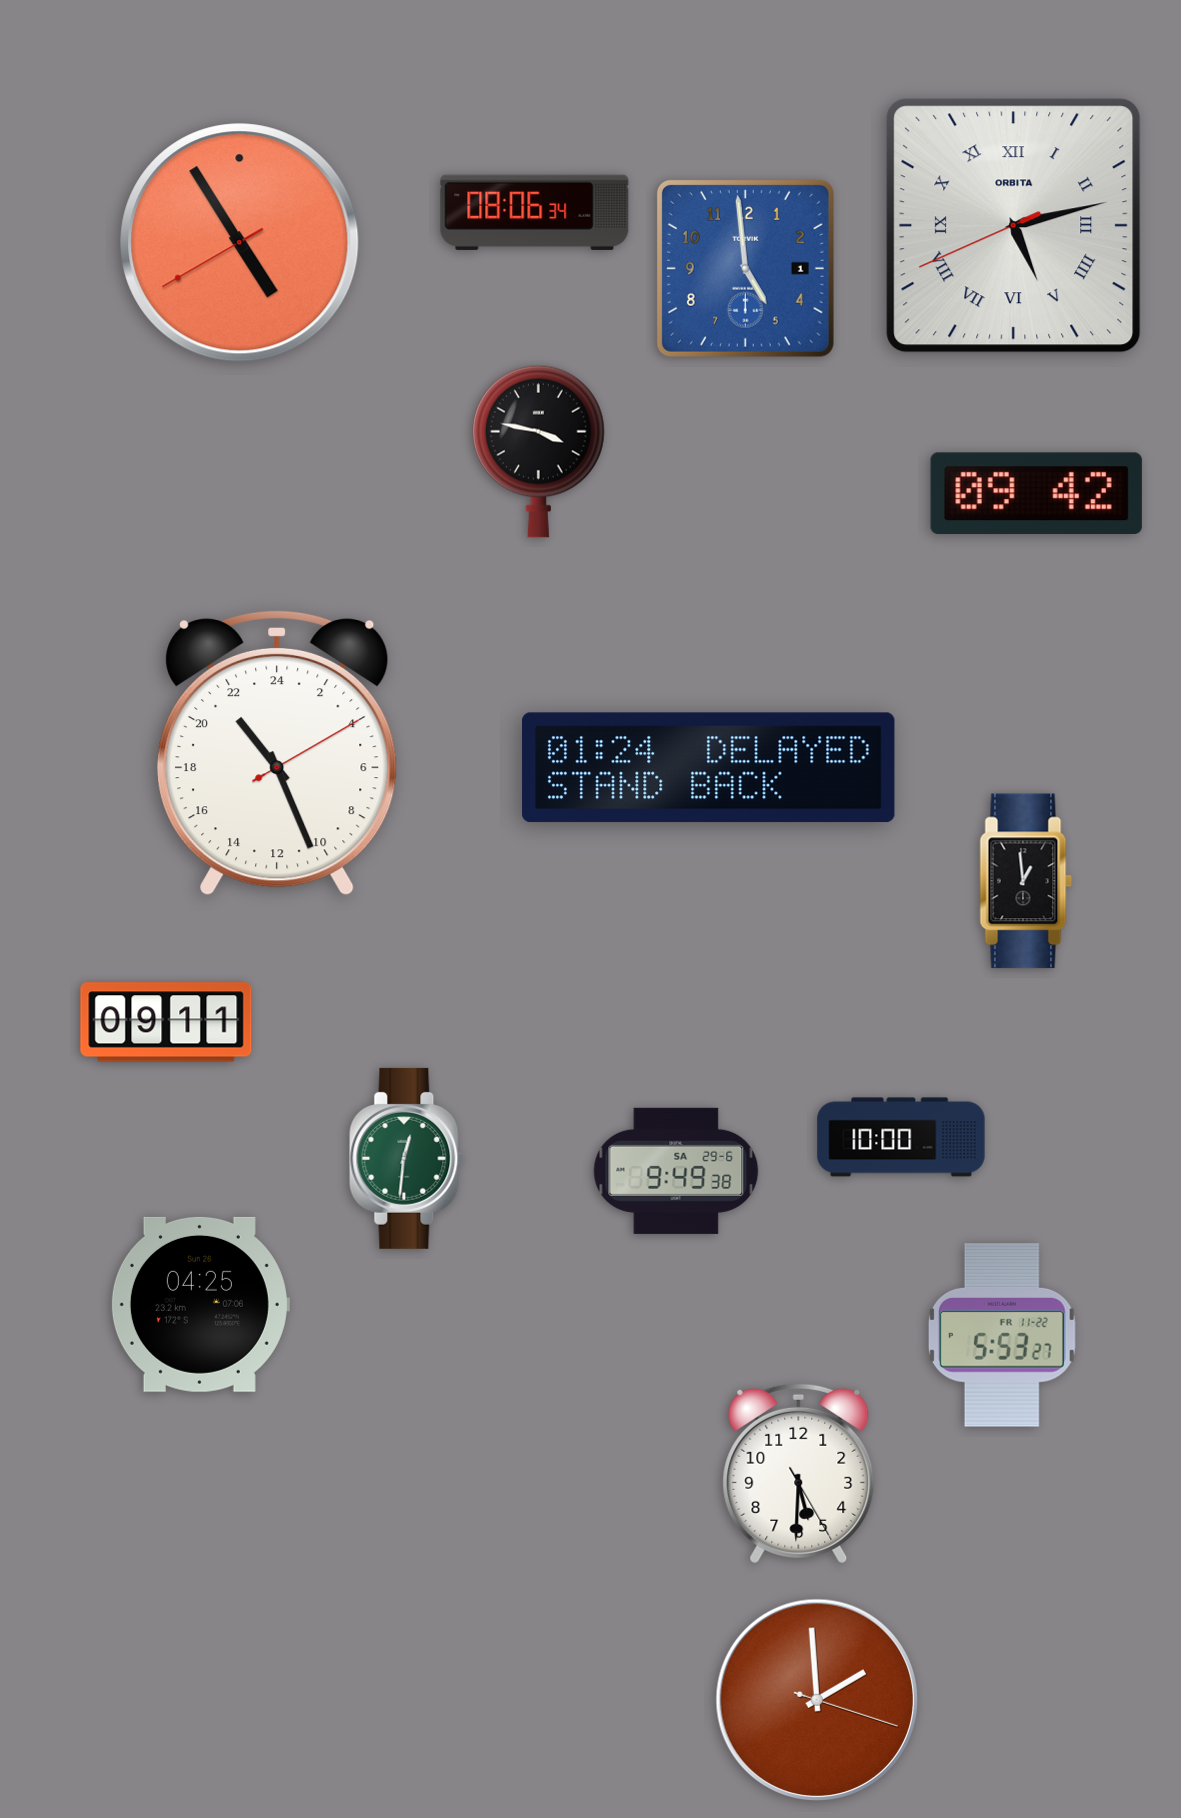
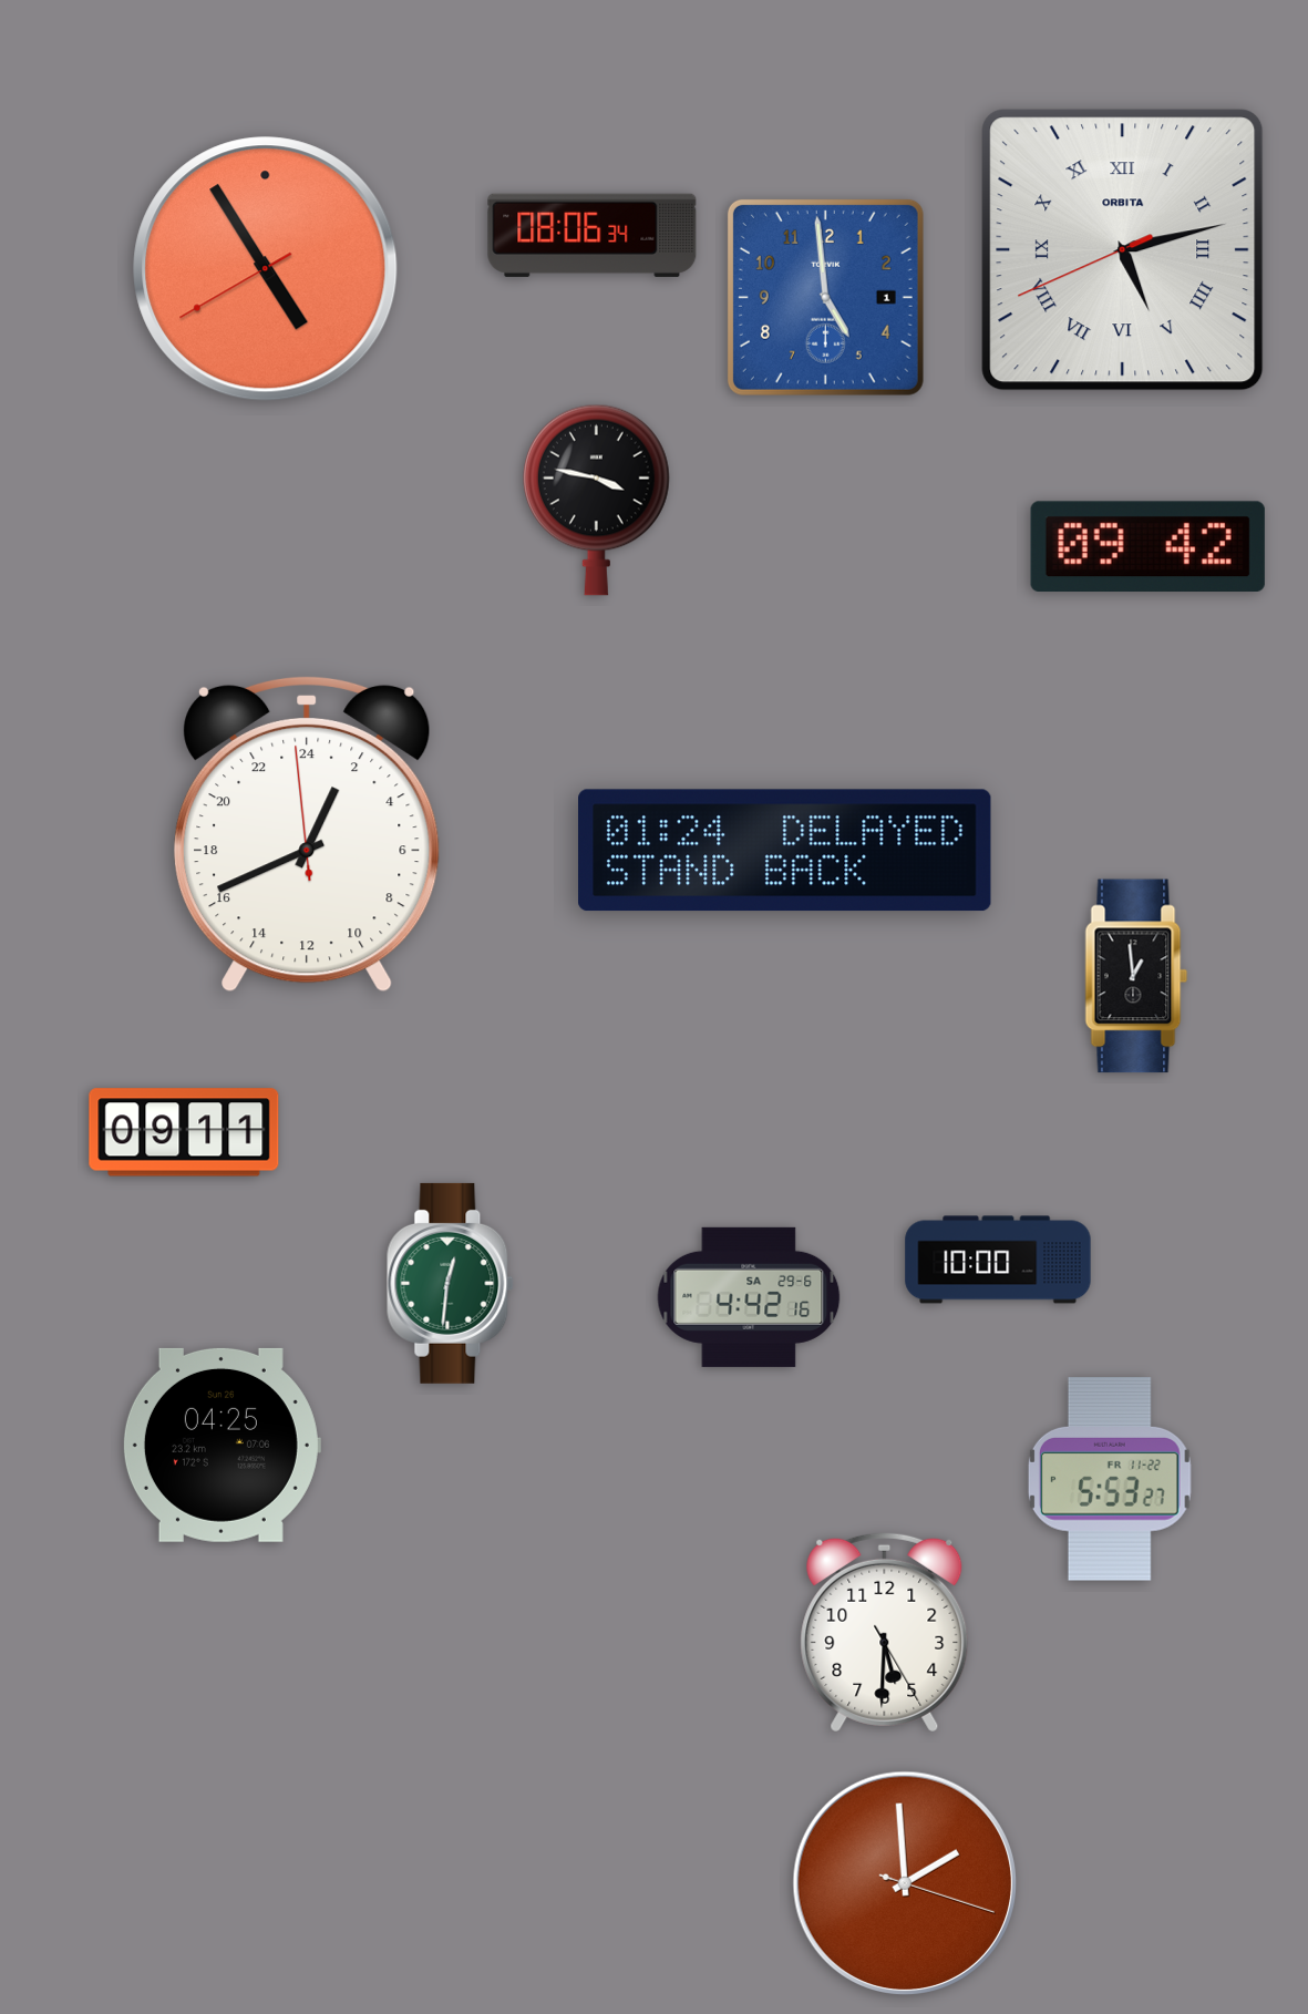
clock at (278, 753): 21:26 -> 1:40
clock at (676, 1171): 9:49 -> 4:42
